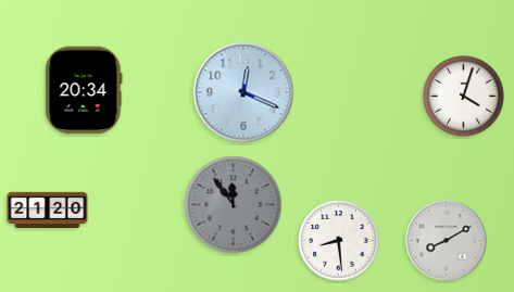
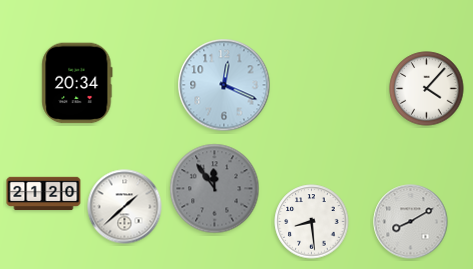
clock at (464, 97): 4:03 -> 4:07
clock at (125, 207): none -> 1:38
